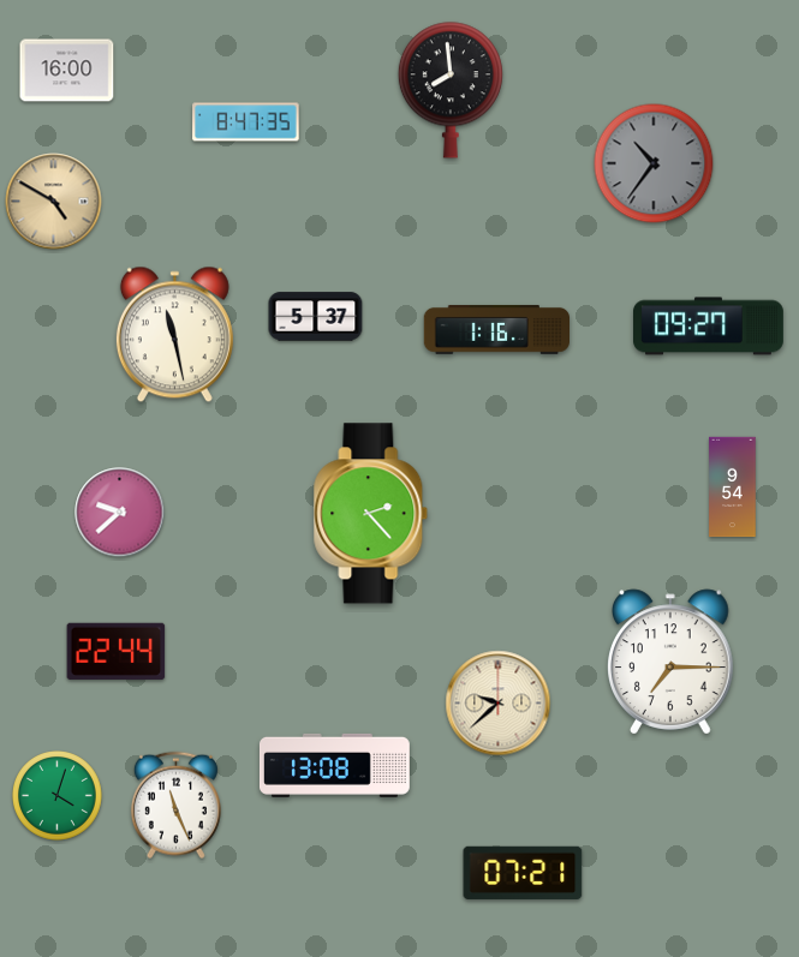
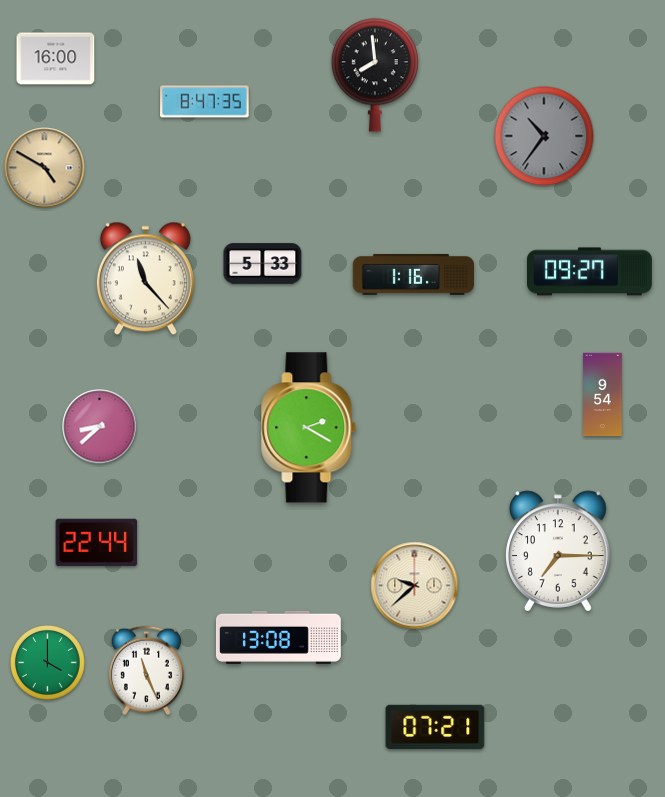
clock at (316, 317): 5:37 -> 5:33
clock at (174, 335): 11:28 -> 11:23
clock at (733, 488) position: (733, 488) -> (603, 395)
clock at (120, 513): 9:38 -> 8:38
clock at (371, 514): 2:23 -> 2:20
clock at (58, 796): 4:03 -> 4:00
